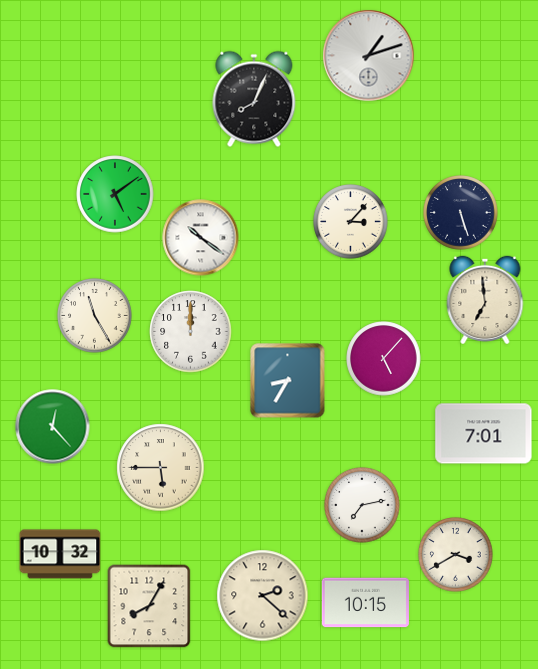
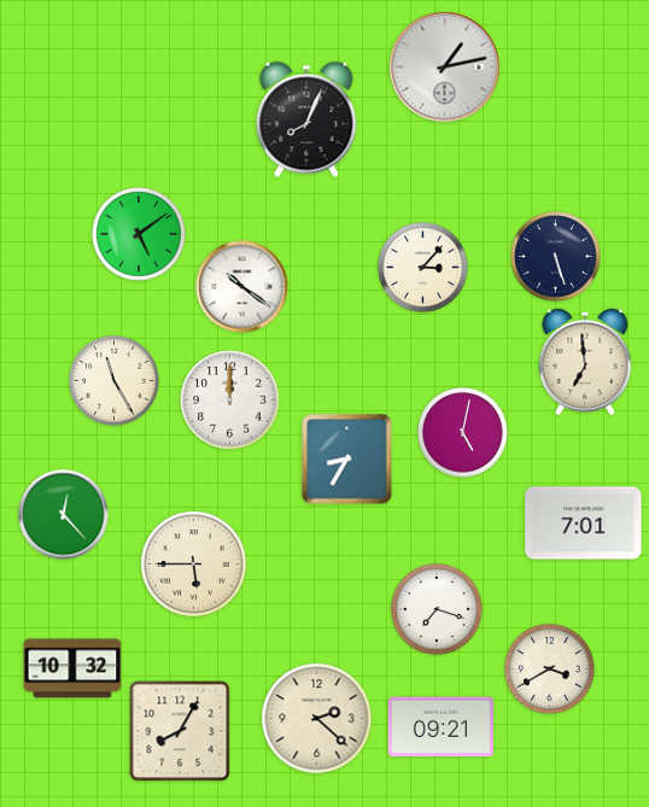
clock at (369, 56): 1:12 -> 1:13
clock at (384, 359): 5:07 -> 5:02
clock at (362, 505): 7:13 -> 7:18
clock at (365, 603): 10:15 -> 09:21
